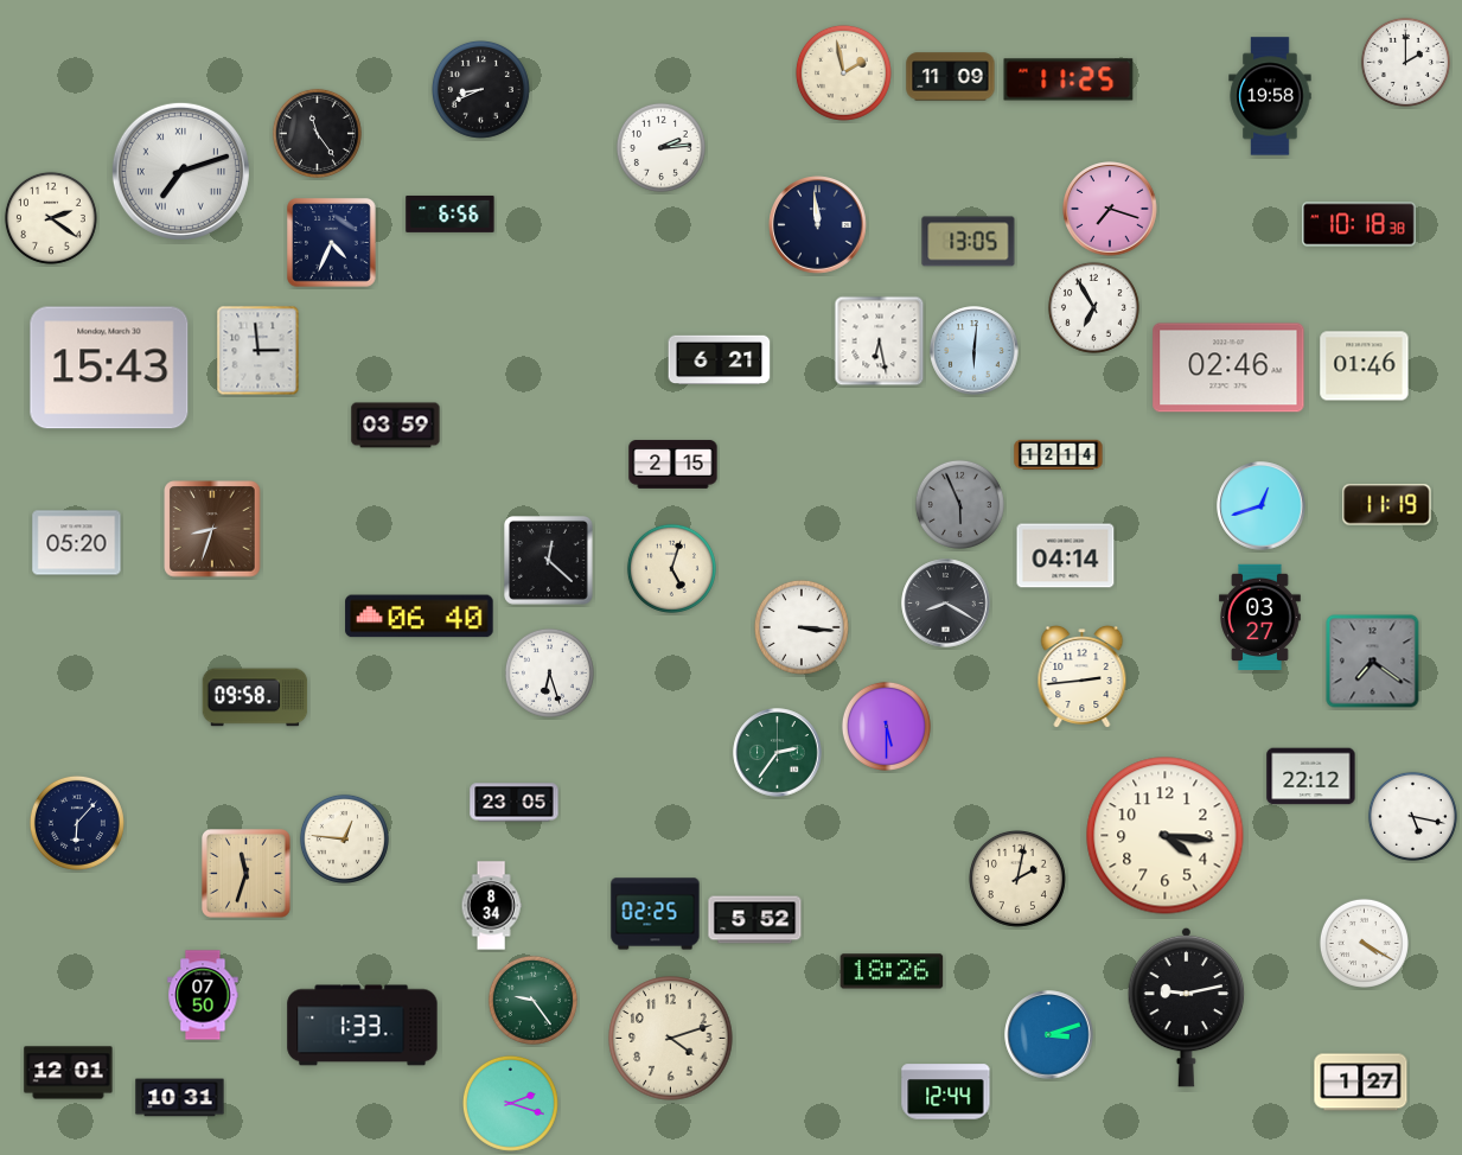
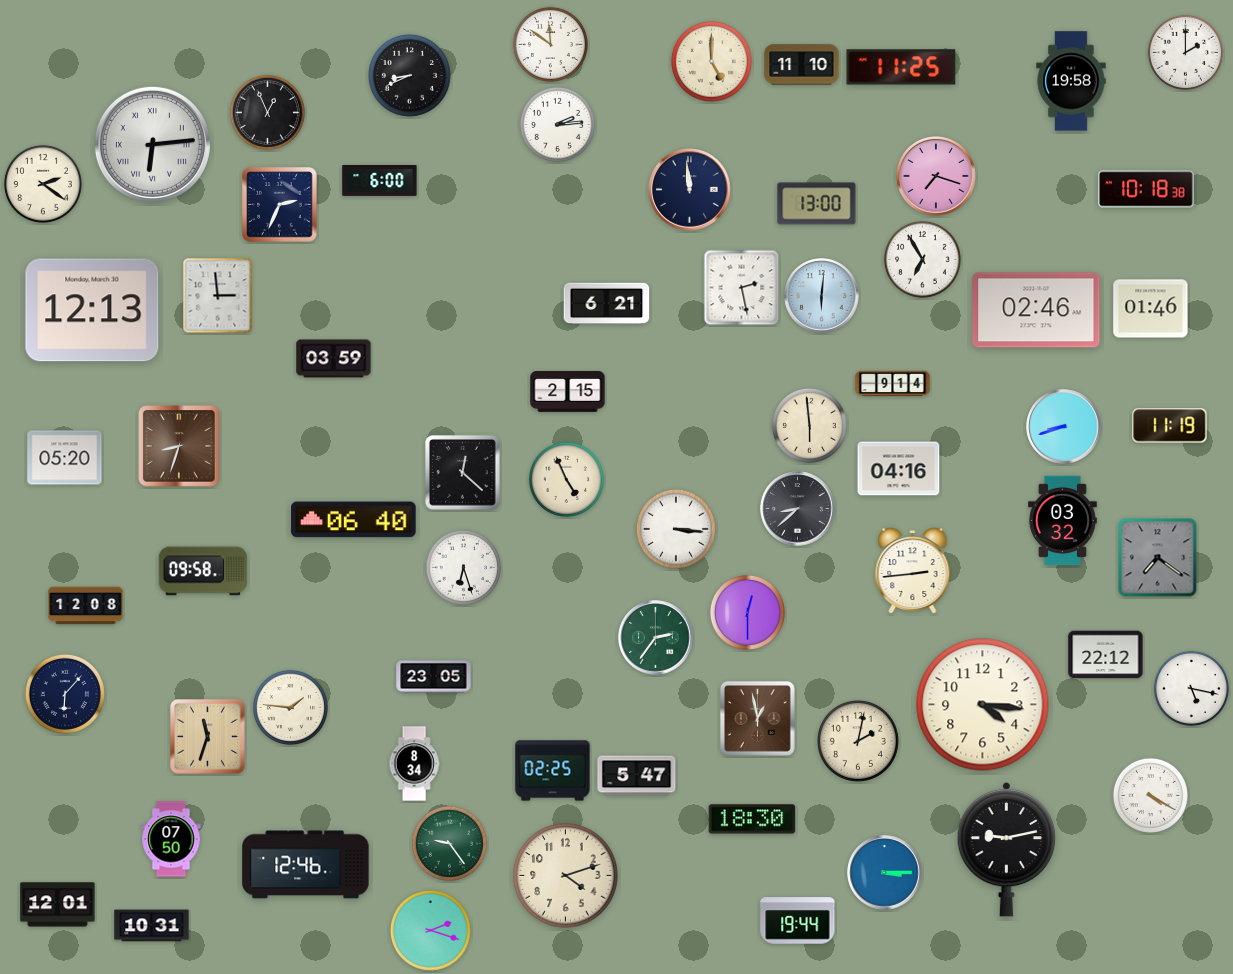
clock at (550, 44): none -> 11:51
clock at (843, 72): 1:58 -> 5:00
clock at (951, 77): 11:09 -> 11:10
clock at (480, 89) position: (480, 89) -> (409, 75)
clock at (317, 133): 11:24 -> 12:56
clock at (180, 171): 7:12 -> 6:14
clock at (451, 213): 6:56 -> 6:00
clock at (969, 242): 13:05 -> 13:00
clock at (332, 243): 4:34 -> 2:34
clock at (880, 342): 6:28 -> 2:28
clock at (109, 368): 15:43 -> 12:13
clock at (1059, 455): 12:14 -> 9:14
clock at (959, 504): 5:56 -> 5:59
clock at (959, 504) dial: grey -> cream
clock at (1262, 506): 12:42 -> 8:42
clock at (1066, 556): 04:14 -> 04:16
clock at (671, 568): 5:03 -> 4:56
clock at (946, 604): 8:20 -> 8:38
clock at (1260, 618): 03:27 -> 03:32
clock at (255, 697) position: (255, 697) -> (203, 571)
clock at (86, 606): none -> 12:08
clock at (886, 726): 5:30 -> 12:30
clock at (778, 753) position: (778, 753) -> (656, 638)
clock at (344, 838): 12:46 -> 1:46
clock at (758, 719): none -> 12:58
clock at (755, 920): 5:52 -> 5:47
clock at (892, 971): 18:26 -> 18:30
clock at (1187, 1007) position: (1187, 1007) -> (1007, 849)
clock at (363, 1026): 1:33 -> 12:46
clock at (1049, 1035): 3:12 -> 3:15
clock at (1361, 1083): 1:27 -> none
clock at (946, 1092): 12:44 -> 19:44
